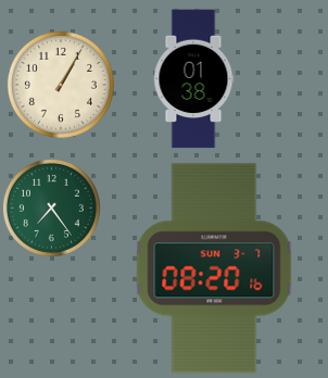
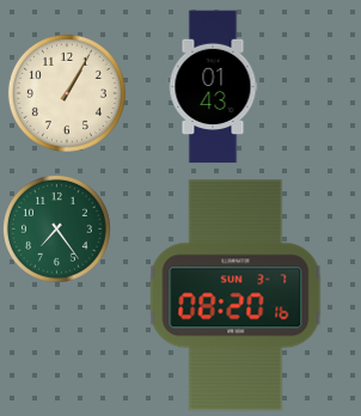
clock at (193, 79): 01:38 -> 01:43
